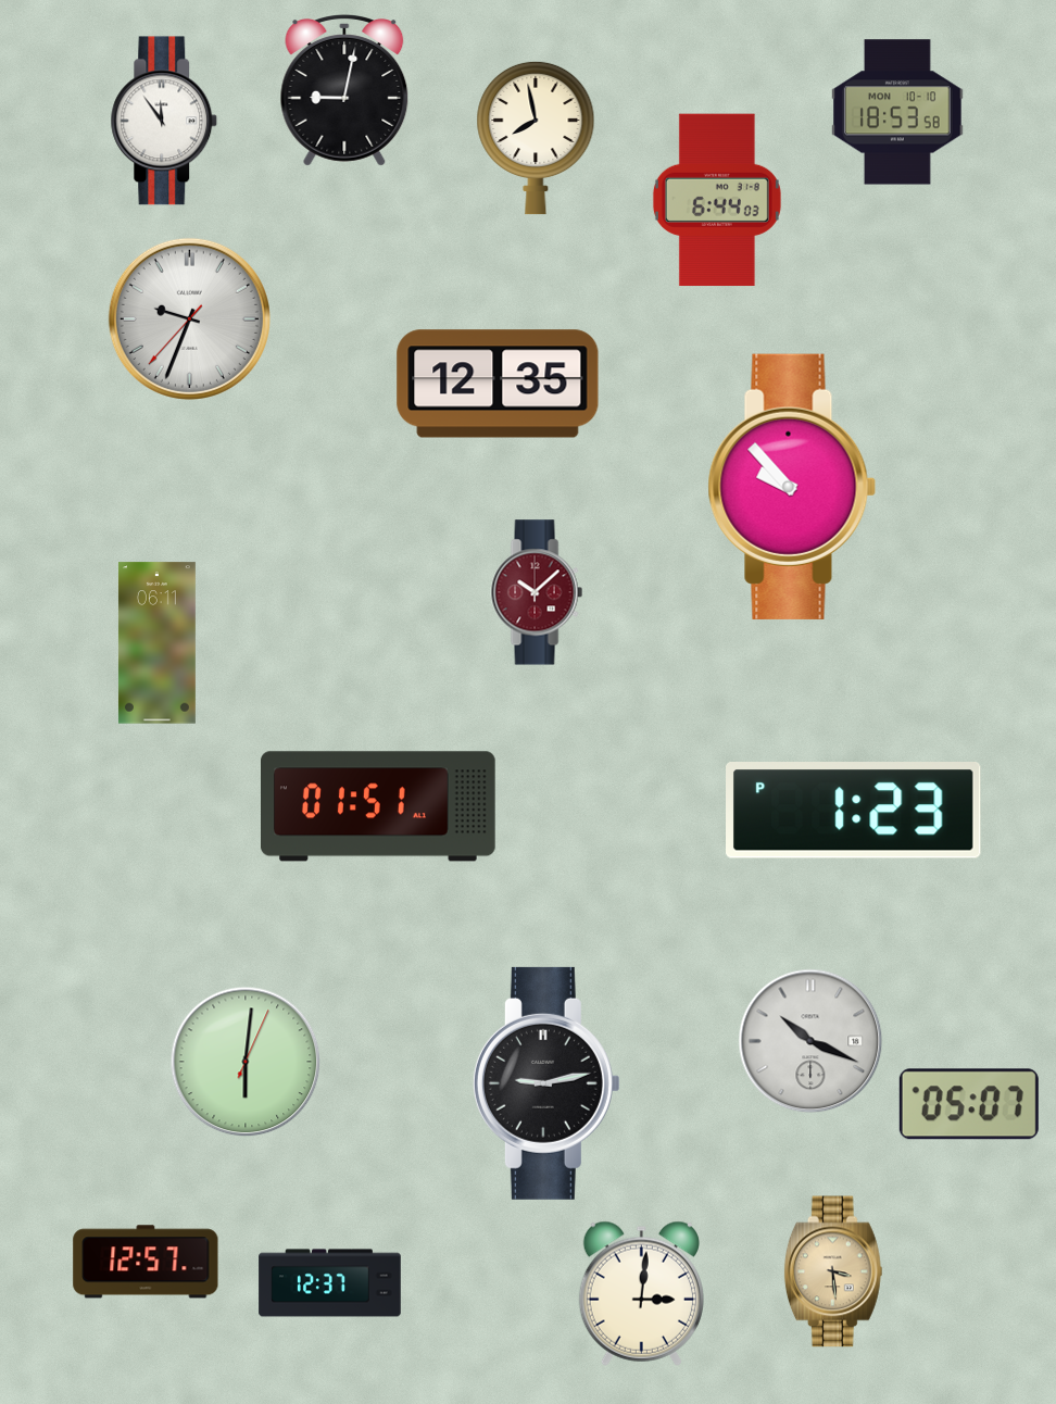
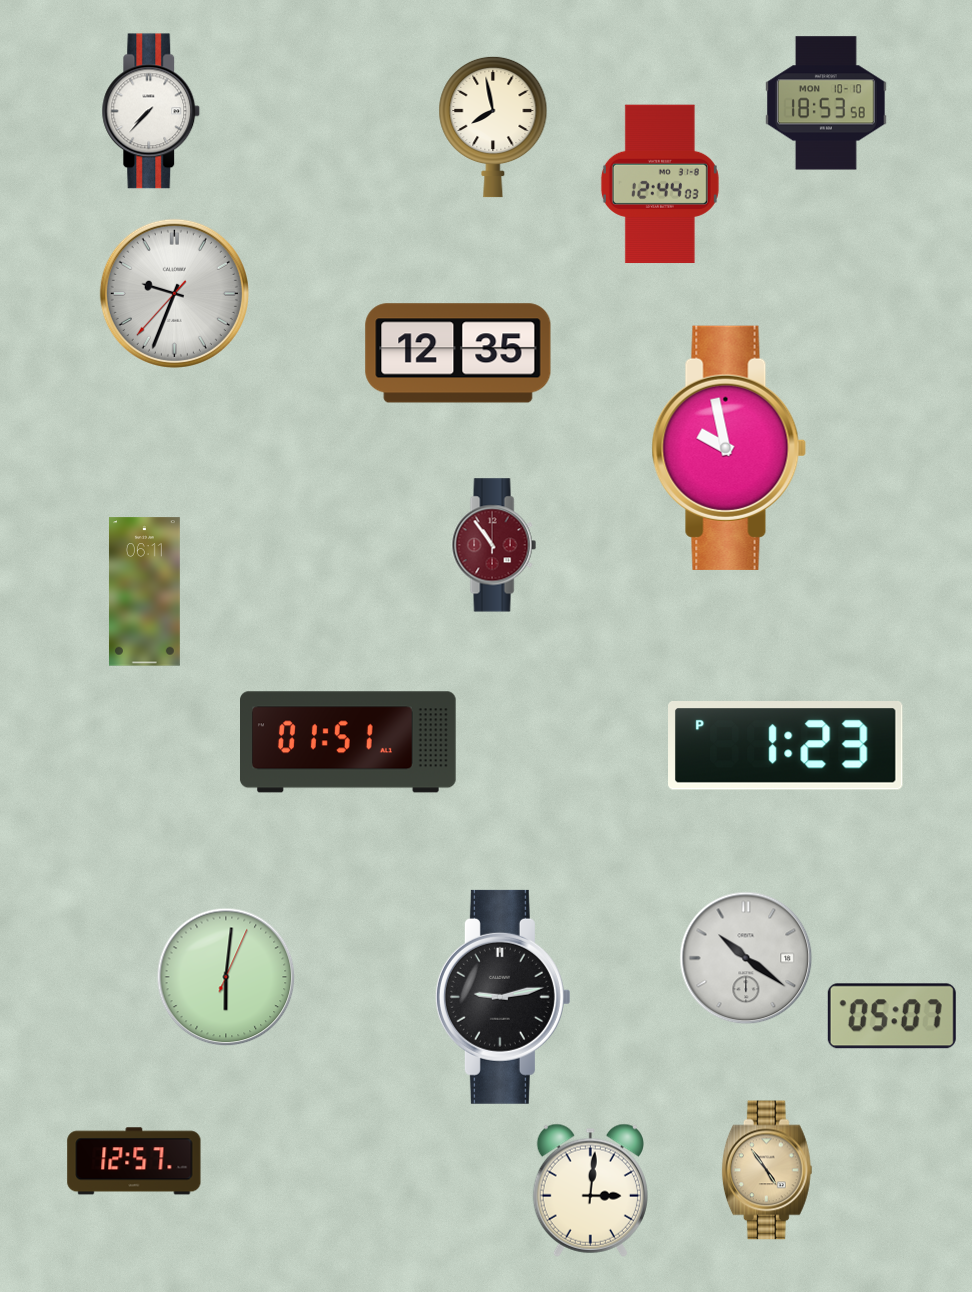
clock at (344, 91): 9:02 -> none
clock at (164, 121): 11:54 -> 7:37
clock at (717, 200): 6:44 -> 12:44
clock at (792, 487): 9:53 -> 9:58
clock at (537, 592): 10:08 -> 10:54
clock at (810, 1041): 10:19 -> 10:21
clock at (833, 1271): 3:29 -> 4:54
clock at (330, 1283): 12:37 -> none
